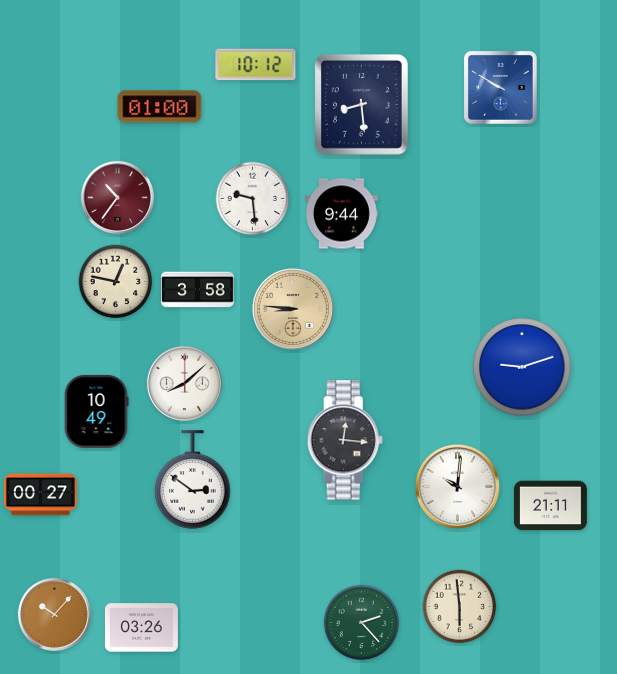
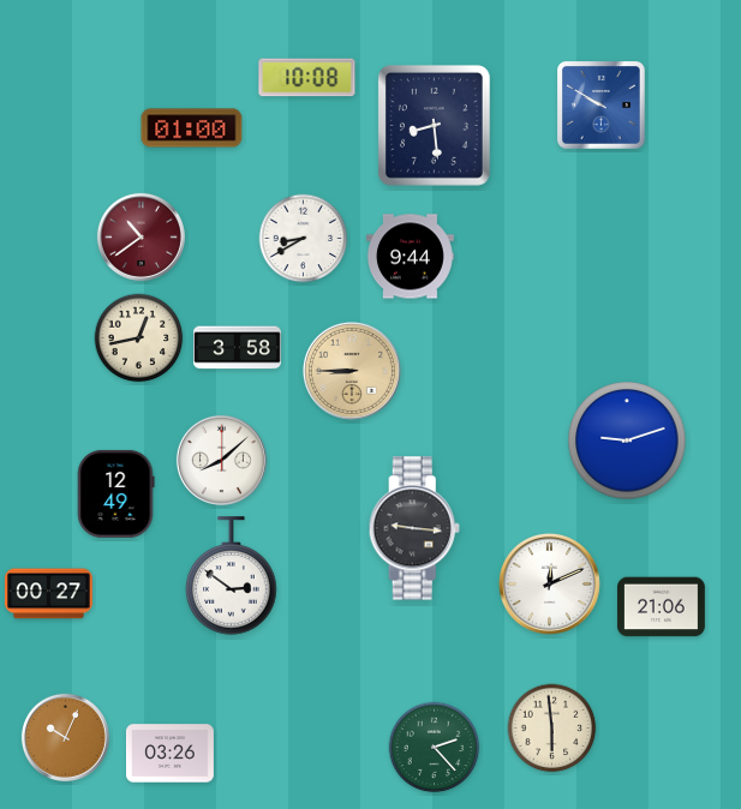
clock at (256, 65): 10:12 -> 10:08
clock at (117, 197): 10:36 -> 10:39
clock at (253, 199): 9:29 -> 8:40
clock at (116, 282): 12:47 -> 12:43
clock at (293, 309): 8:46 -> 8:45
clock at (97, 411): 10:49 -> 12:49
clock at (345, 440): 12:16 -> 9:16
clock at (457, 486): 10:01 -> 12:11
clock at (550, 506): 21:11 -> 21:06
clock at (54, 614): 10:07 -> 10:04
